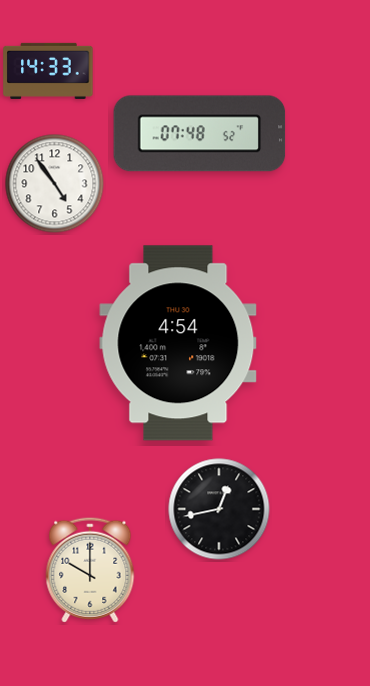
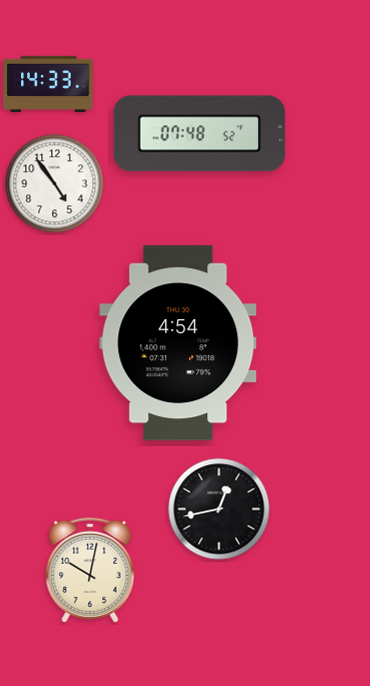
clock at (48, 71) position: (48, 71) -> (48, 84)
clock at (90, 570): 10:00 -> 10:02
